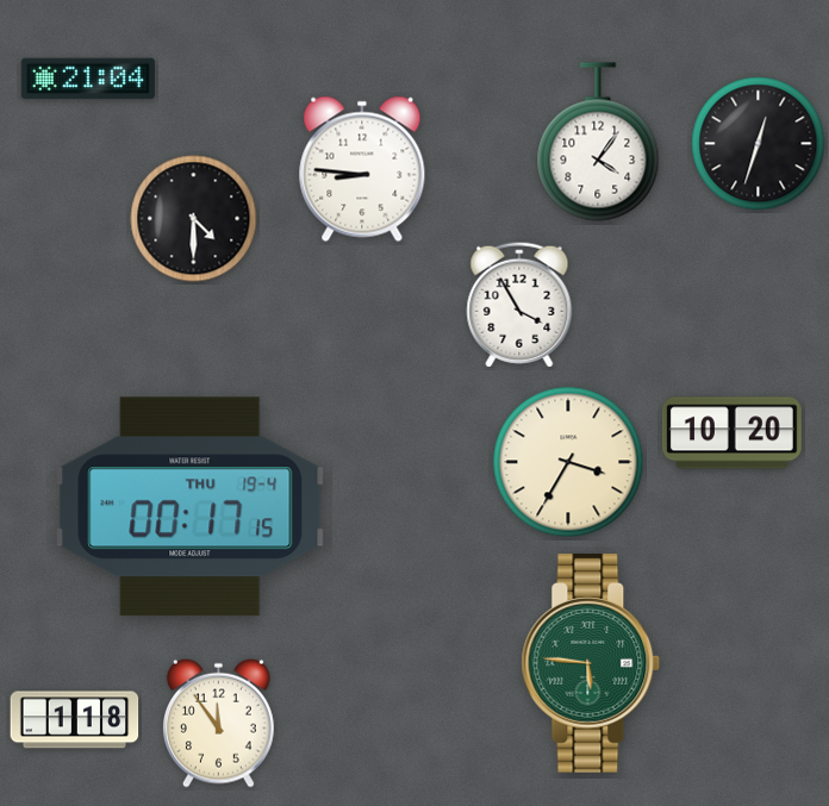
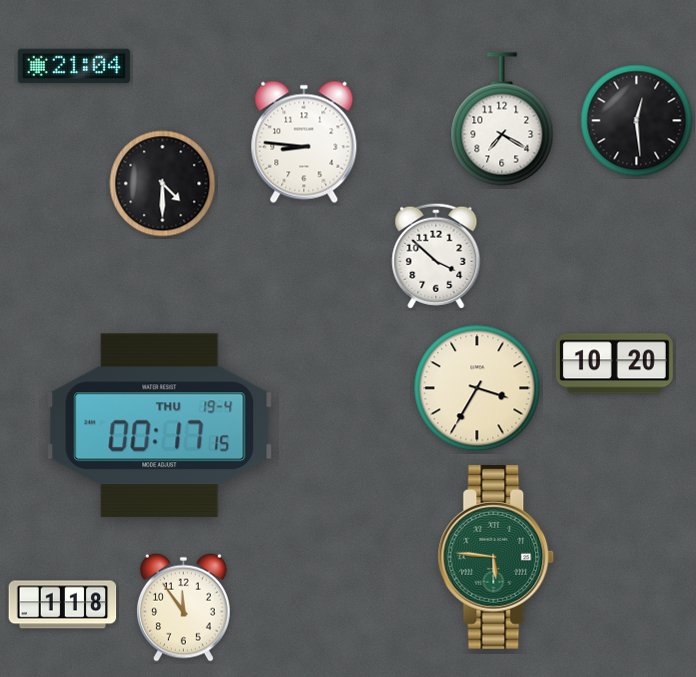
clock at (598, 142): 4:06 -> 7:20
clock at (759, 144): 12:33 -> 12:29
clock at (519, 305): 3:55 -> 3:52
